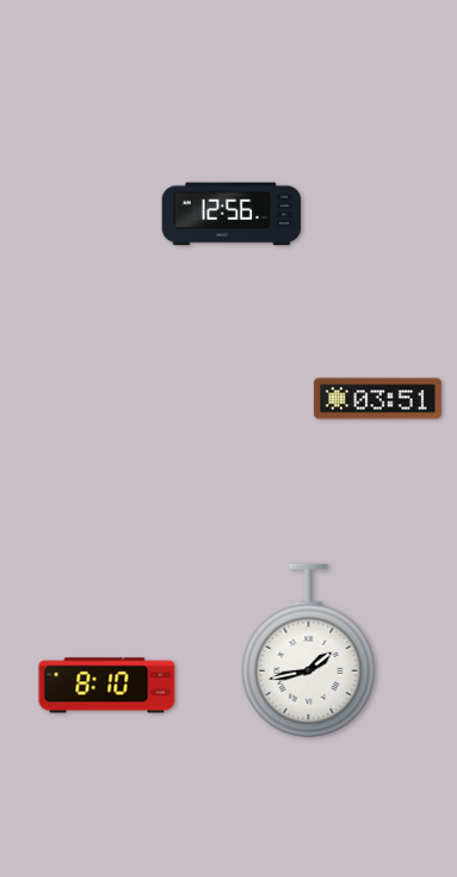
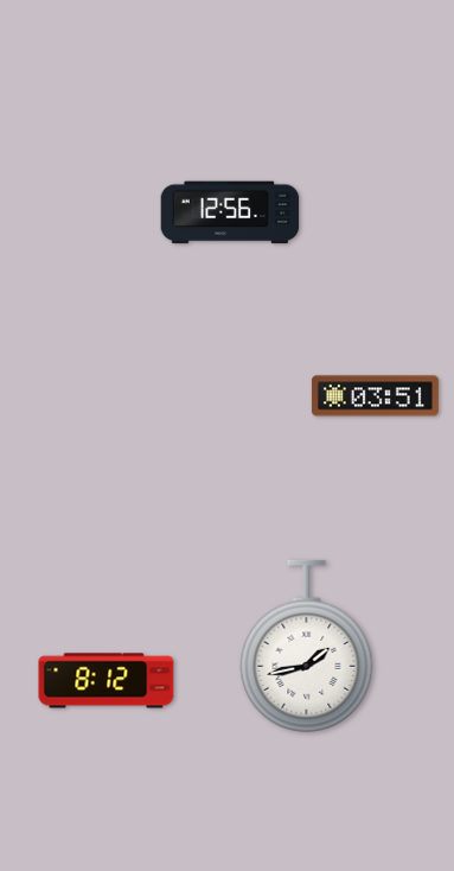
clock at (107, 686): 8:10 -> 8:12
